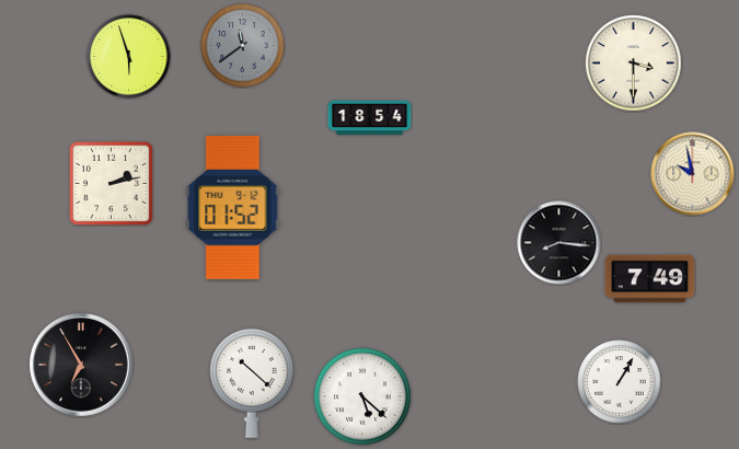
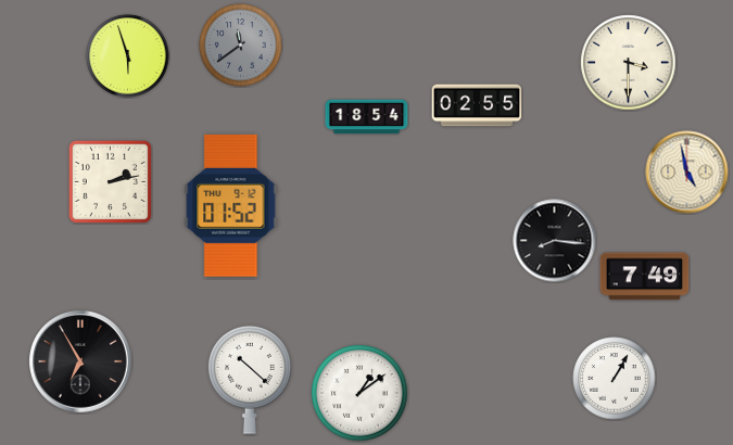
clock at (477, 105): none -> 02:55
clock at (693, 174): 9:58 -> 4:58
clock at (362, 396): 5:22 -> 1:09
